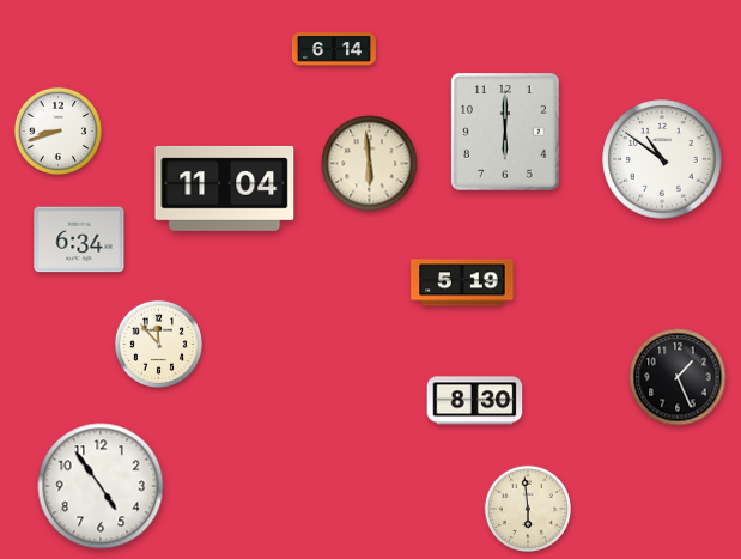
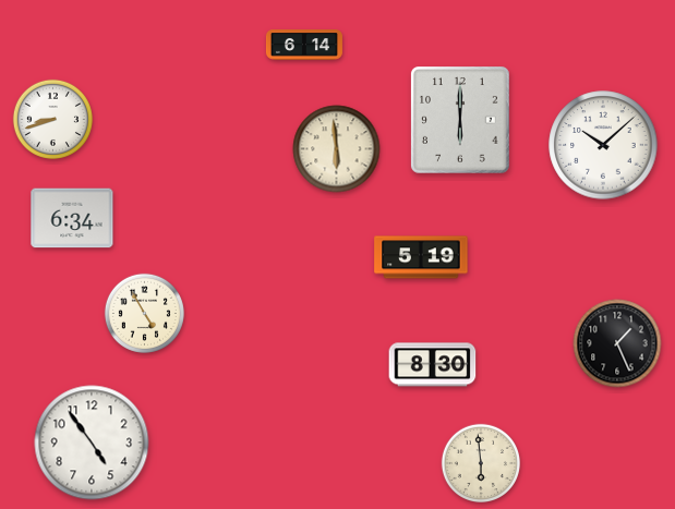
clock at (662, 159): 10:51 -> 10:08
clock at (225, 188): 11:04 -> none
clock at (158, 344): 11:53 -> 4:55
